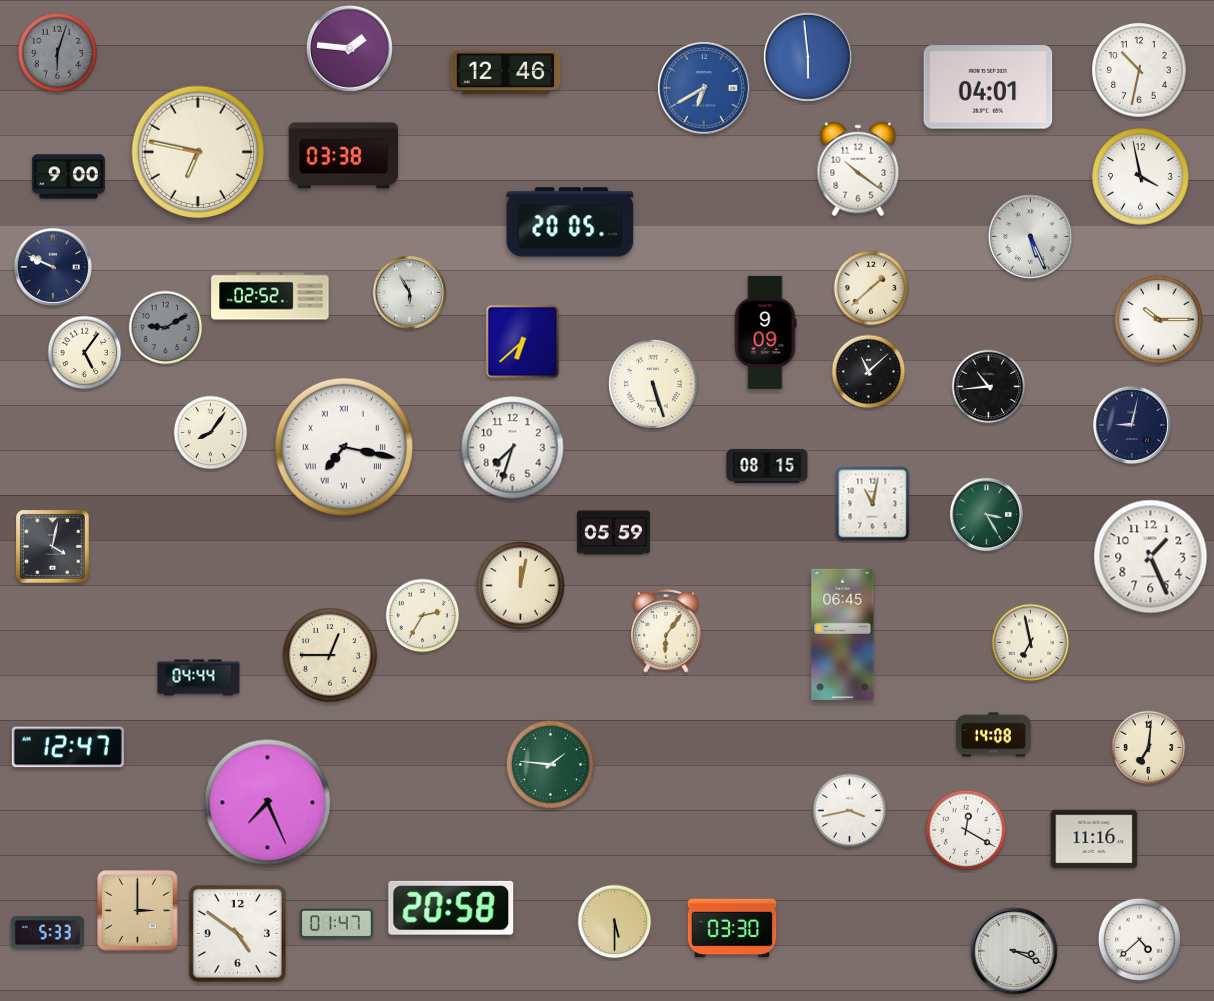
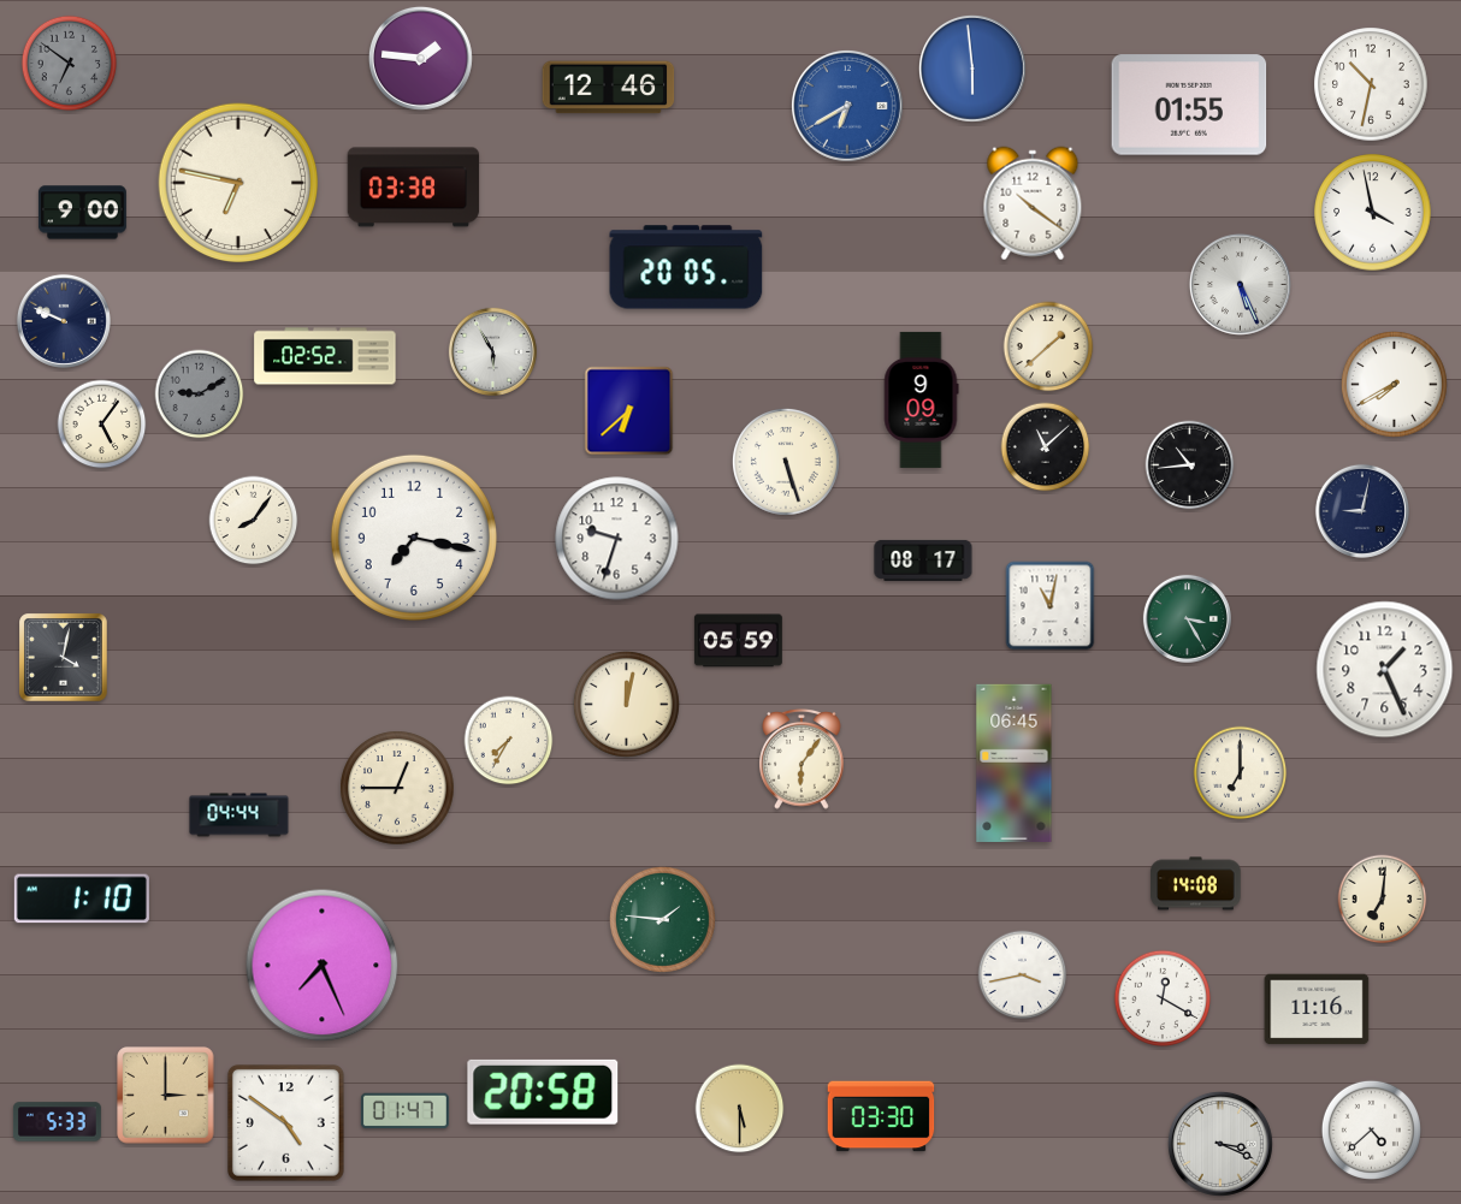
clock at (58, 53): 6:03 -> 6:51
clock at (988, 87): 04:01 -> 01:55
clock at (1158, 319): 10:15 -> 7:40
clock at (344, 447) numerals: Roman -> Arabic
clock at (513, 448): 7:33 -> 9:33
clock at (767, 466): 08:15 -> 08:17
clock at (423, 616): 2:35 -> 7:35
clock at (1031, 643): 6:58 -> 7:00
clock at (68, 747): 12:47 -> 1:10
